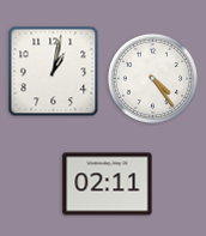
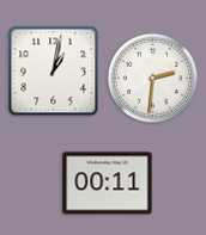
clock at (152, 78): 4:24 -> 2:31
clock at (108, 184): 02:11 -> 00:11
